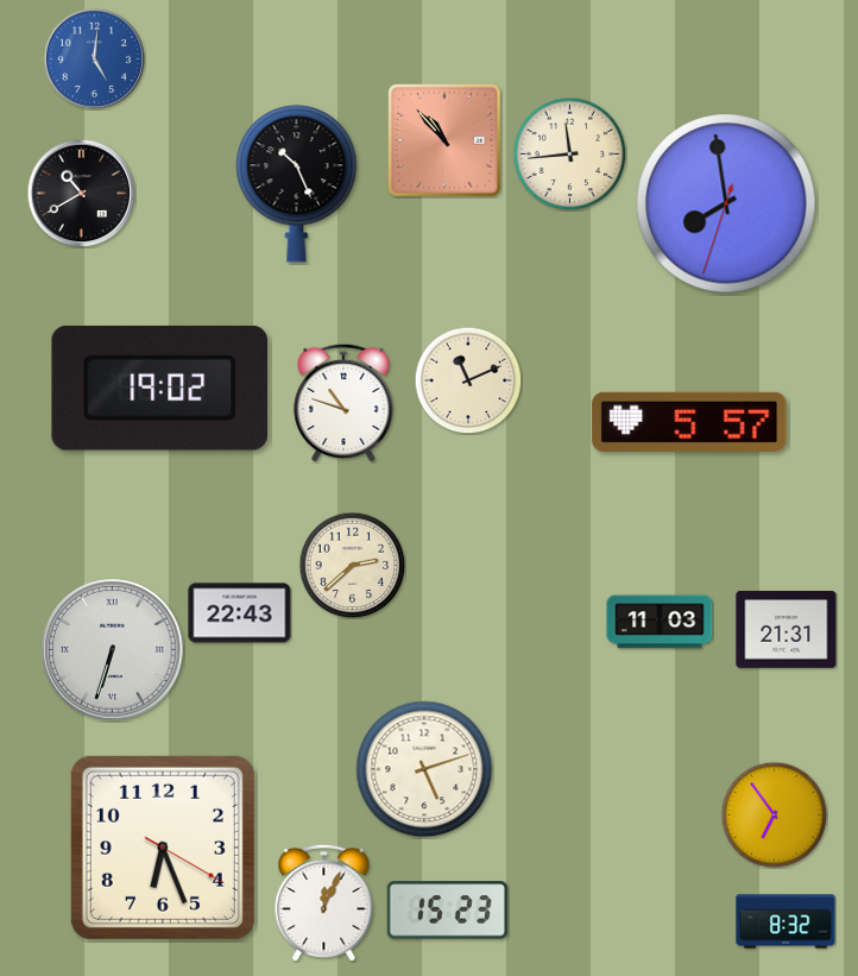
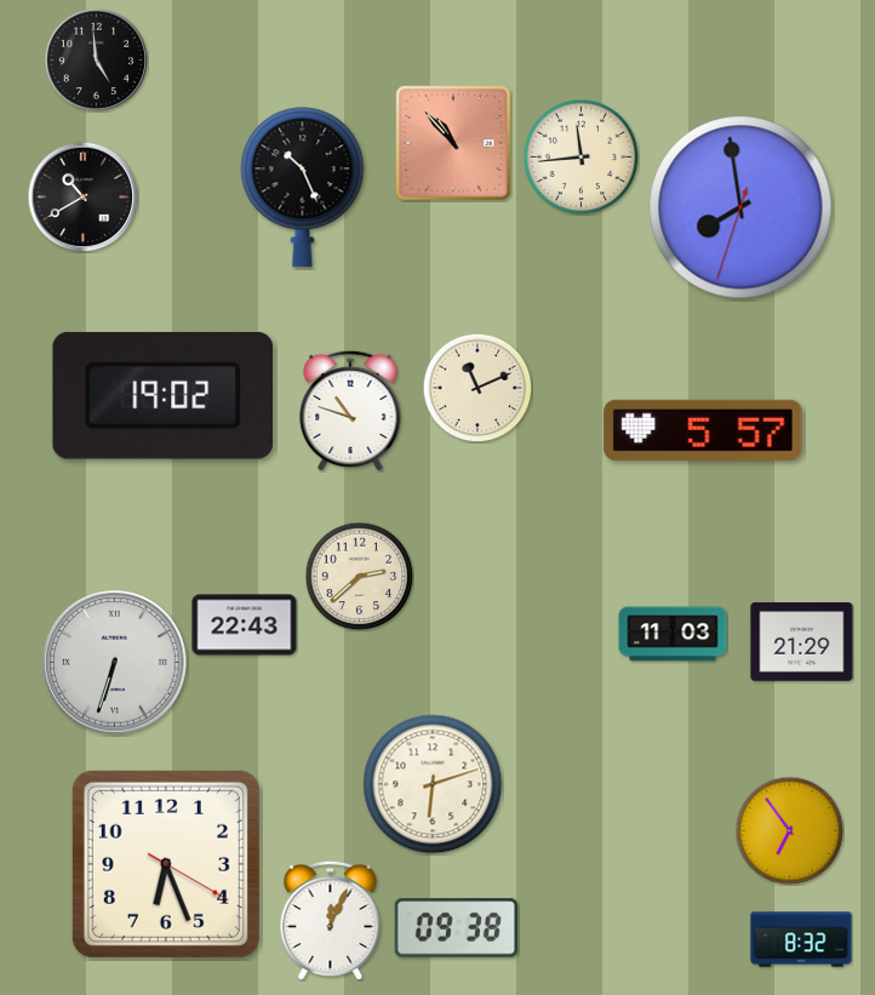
clock at (94, 58): 5:01 -> 4:59
clock at (94, 58) dial: blue -> black
clock at (787, 630): 21:31 -> 21:29
clock at (424, 769): 5:12 -> 6:12
clock at (447, 911): 15:23 -> 09:38
